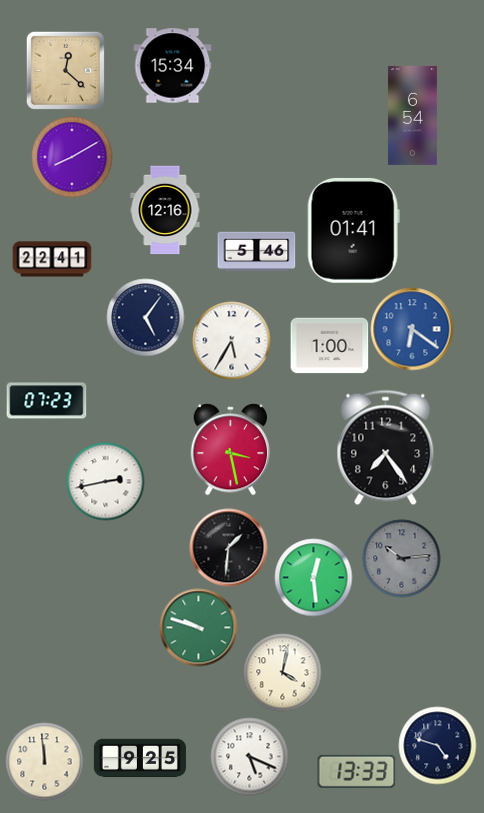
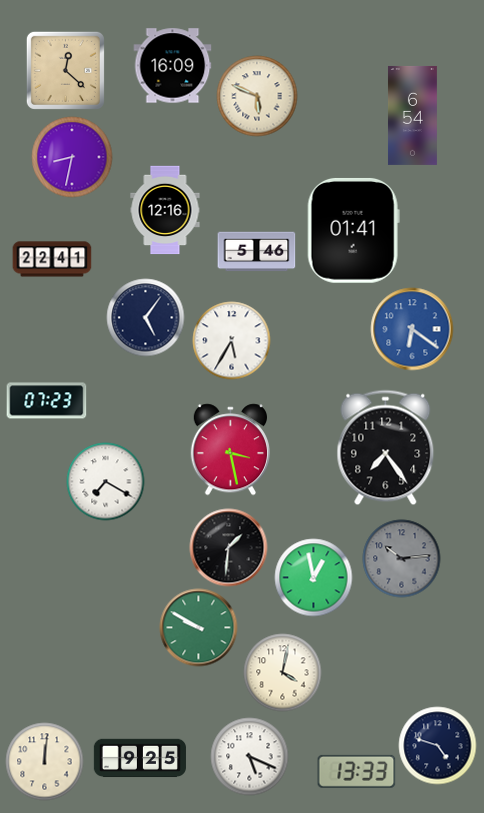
clock at (172, 66): 15:34 -> 16:09
clock at (257, 96): none -> 5:49
clock at (72, 157): 8:10 -> 8:32
clock at (329, 346): 1:00 -> none
clock at (105, 481): 2:43 -> 7:20
clock at (313, 577): 12:29 -> 12:58
clock at (198, 627): 9:48 -> 9:50
clock at (44, 761): 11:59 -> 12:01
